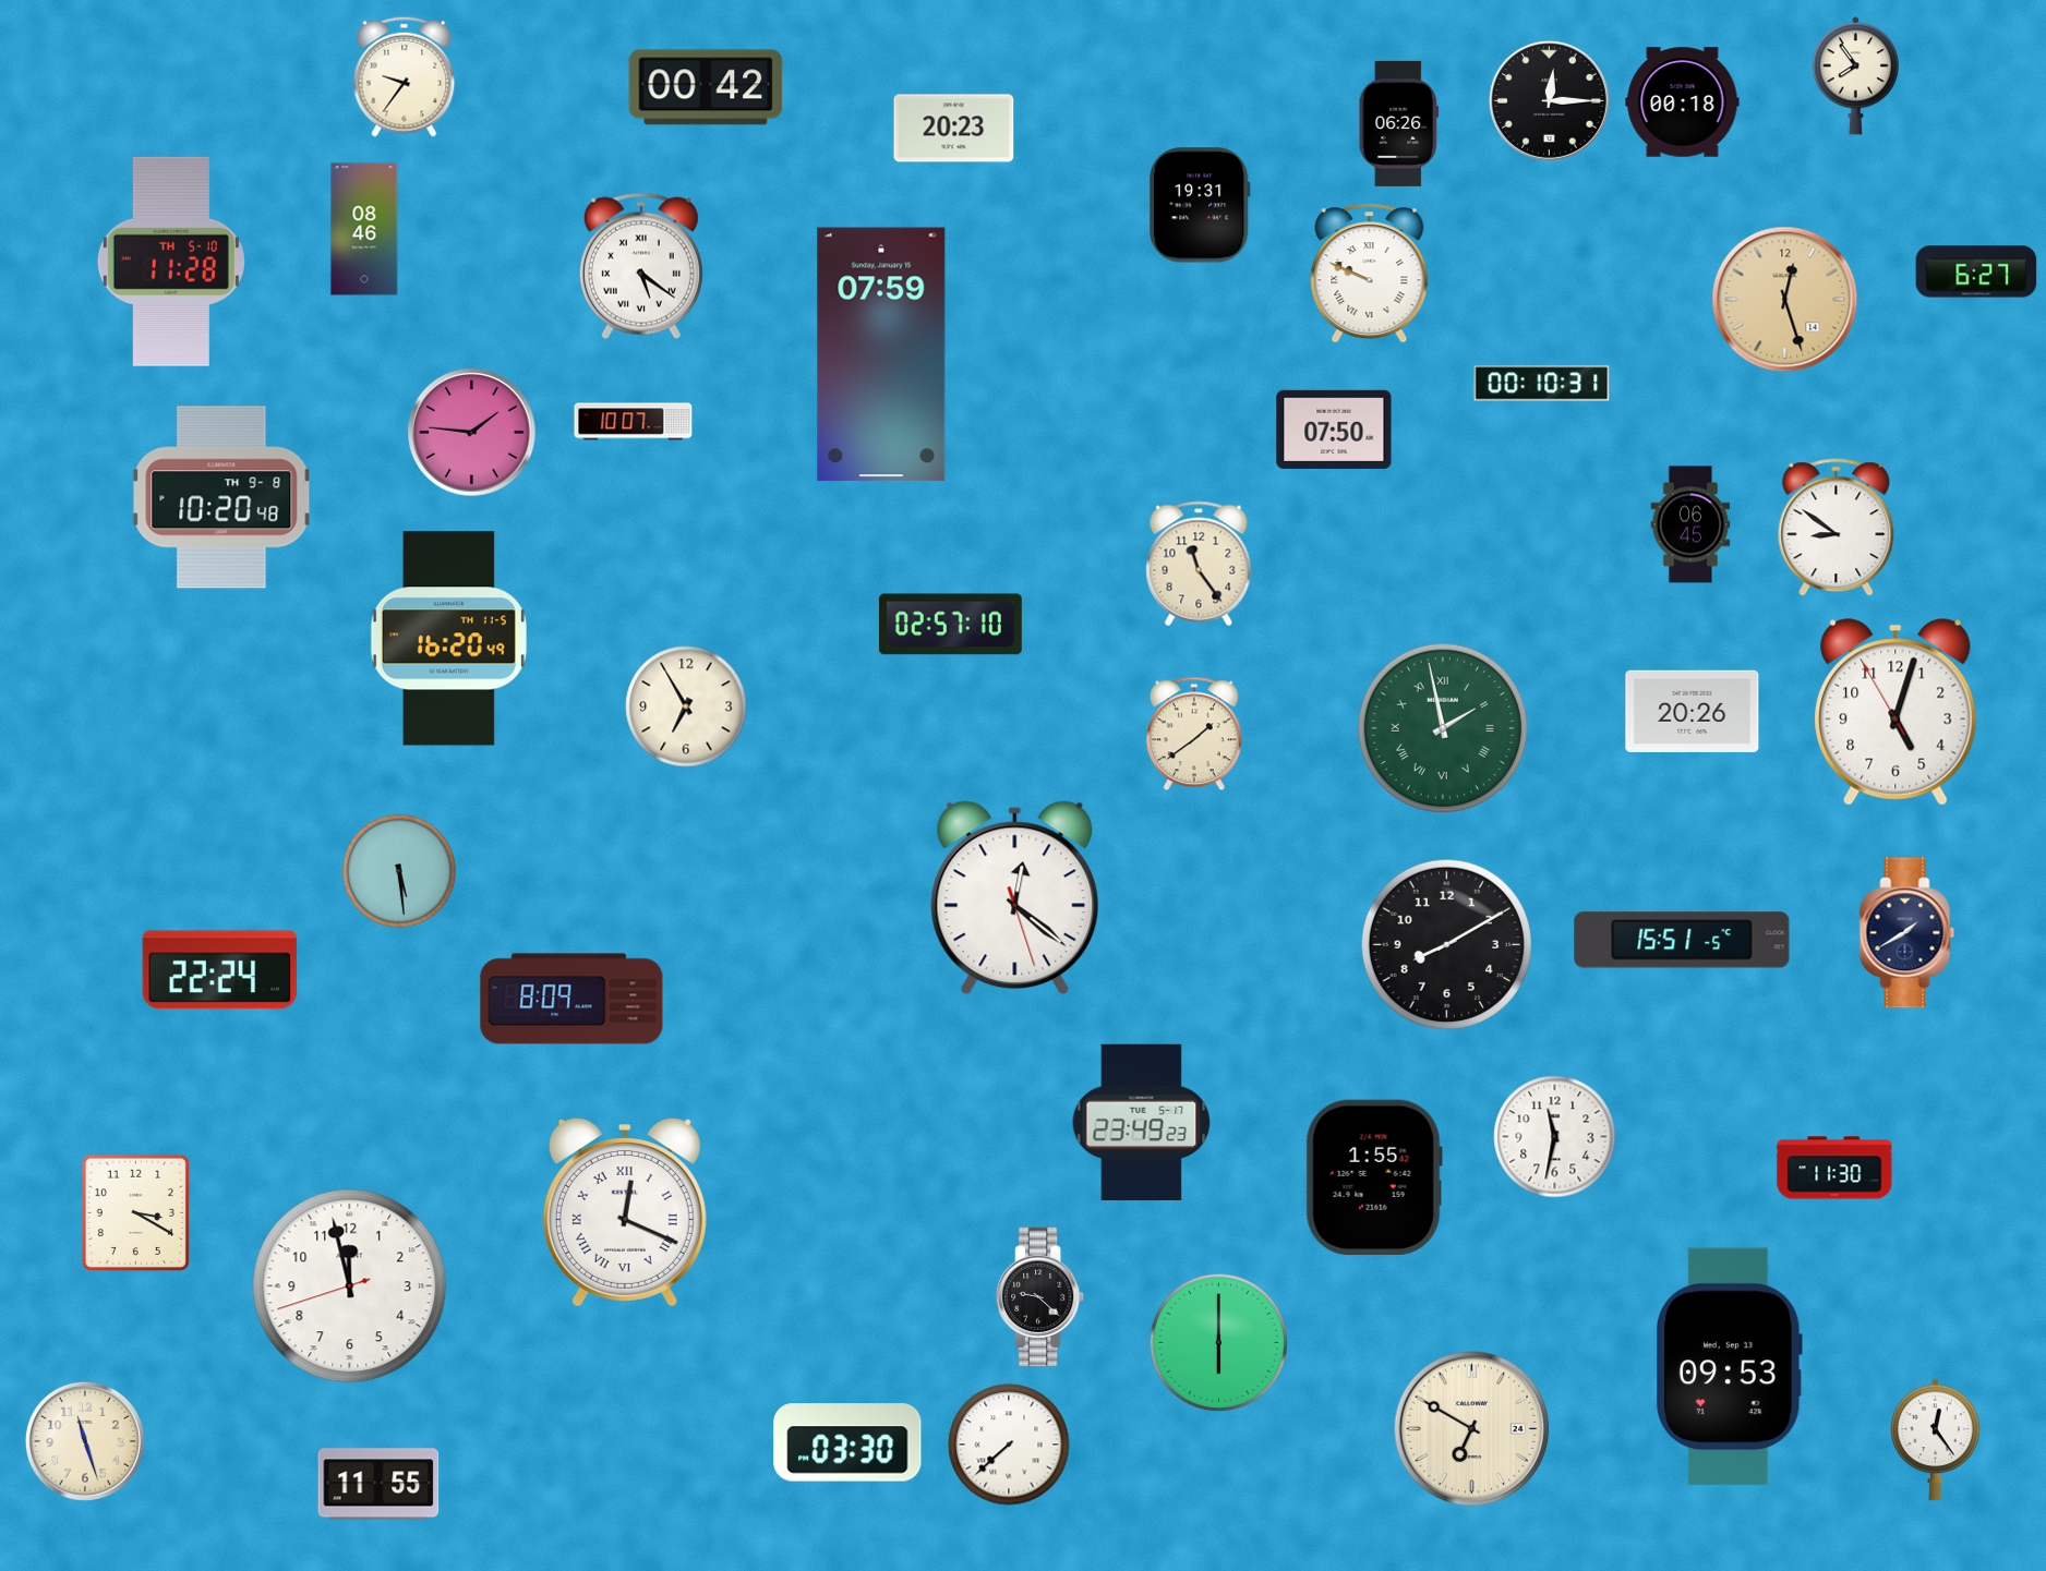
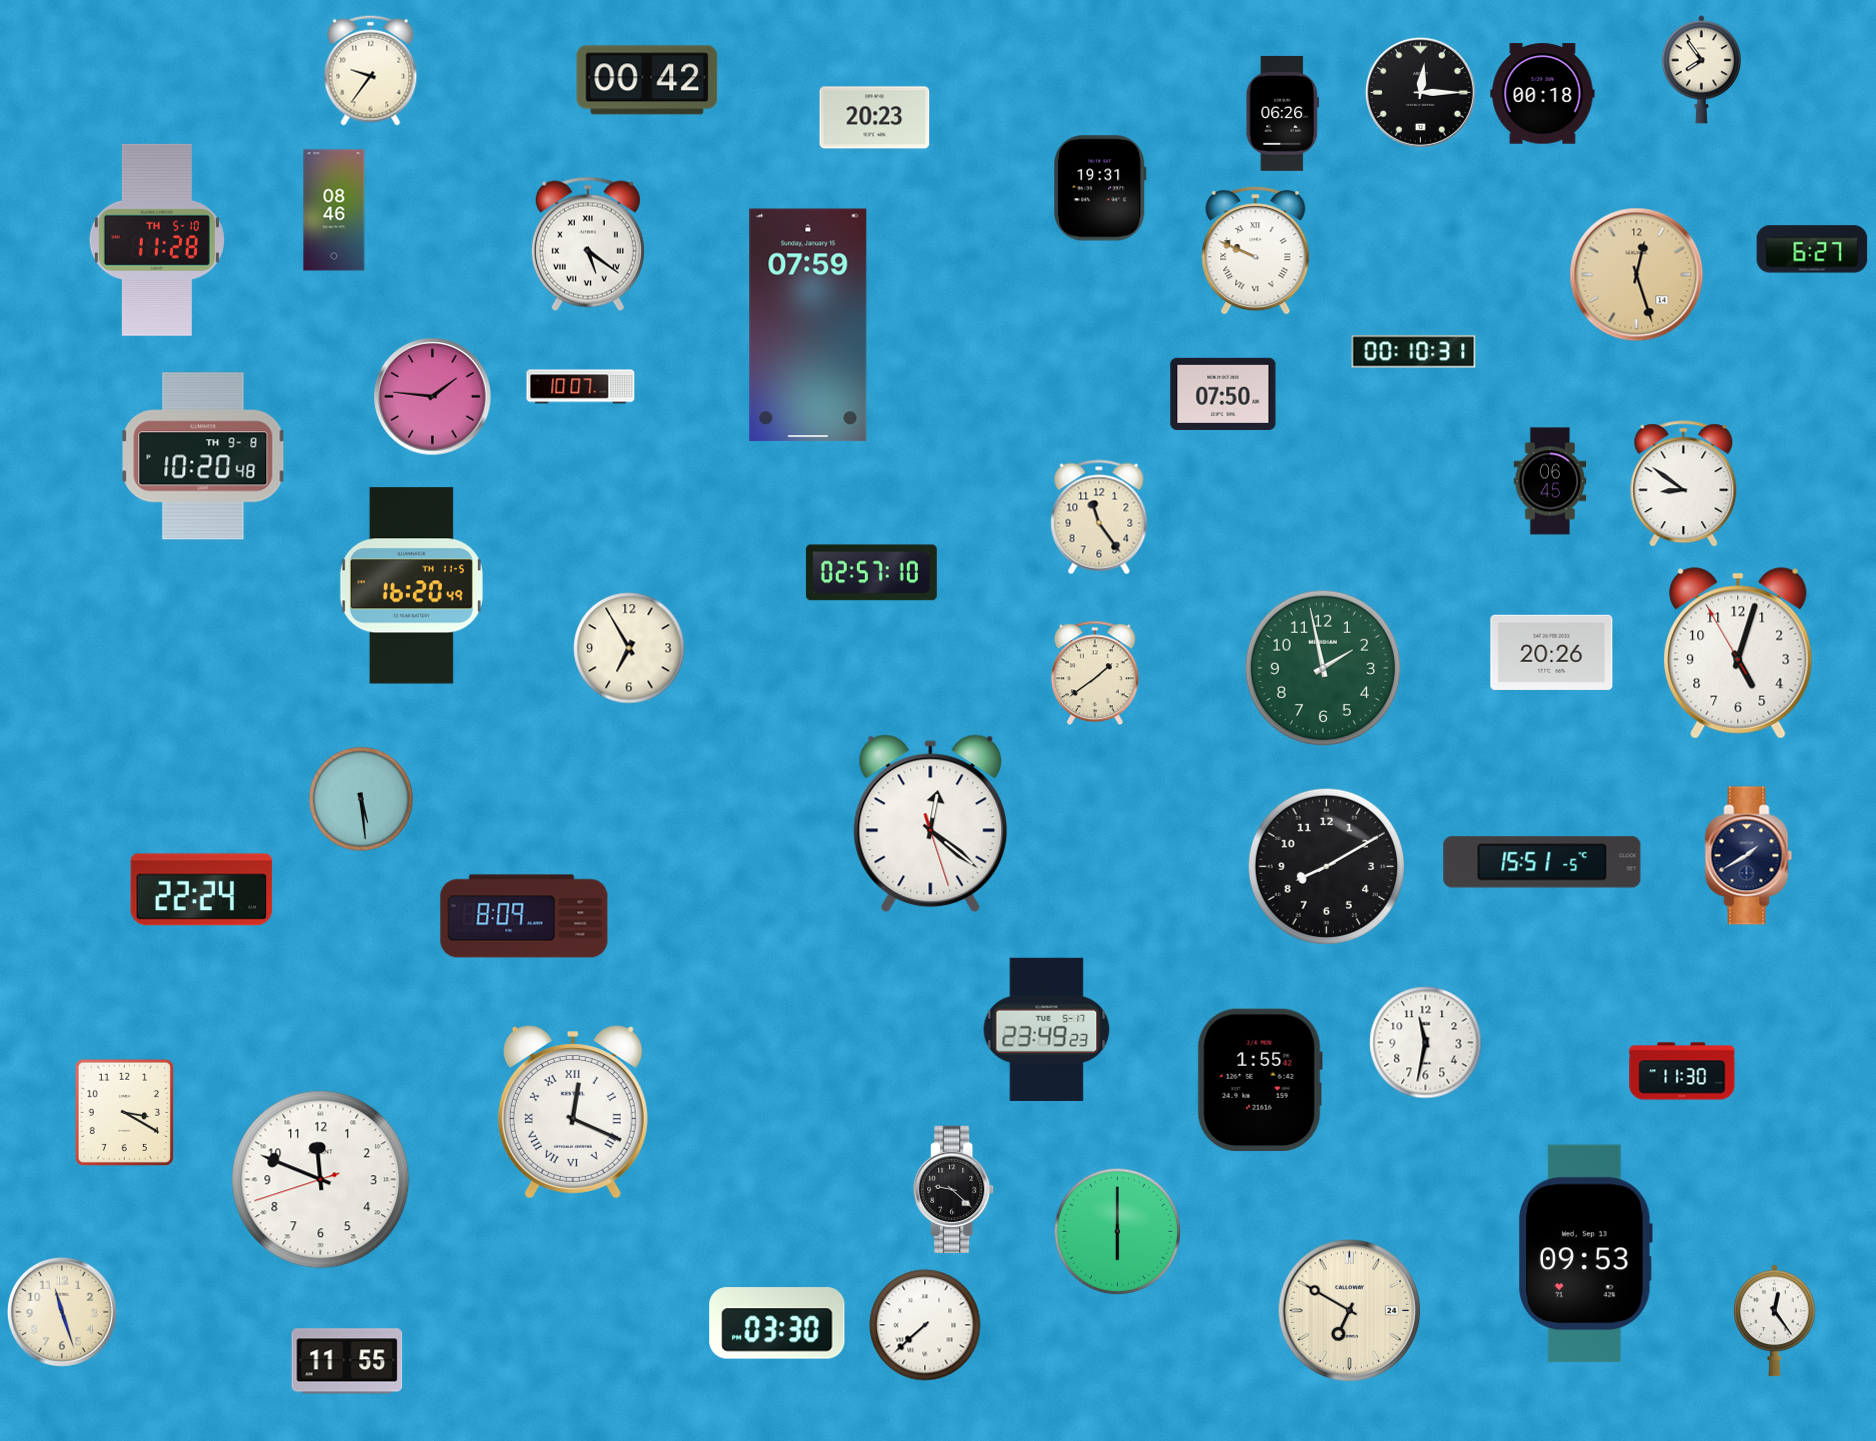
clock at (1442, 728) numerals: Roman -> Arabic
clock at (399, 871) position: (399, 871) -> (361, 799)
clock at (350, 1286): 11:57 -> 11:48
clock at (85, 1441) position: (85, 1441) -> (62, 1312)
